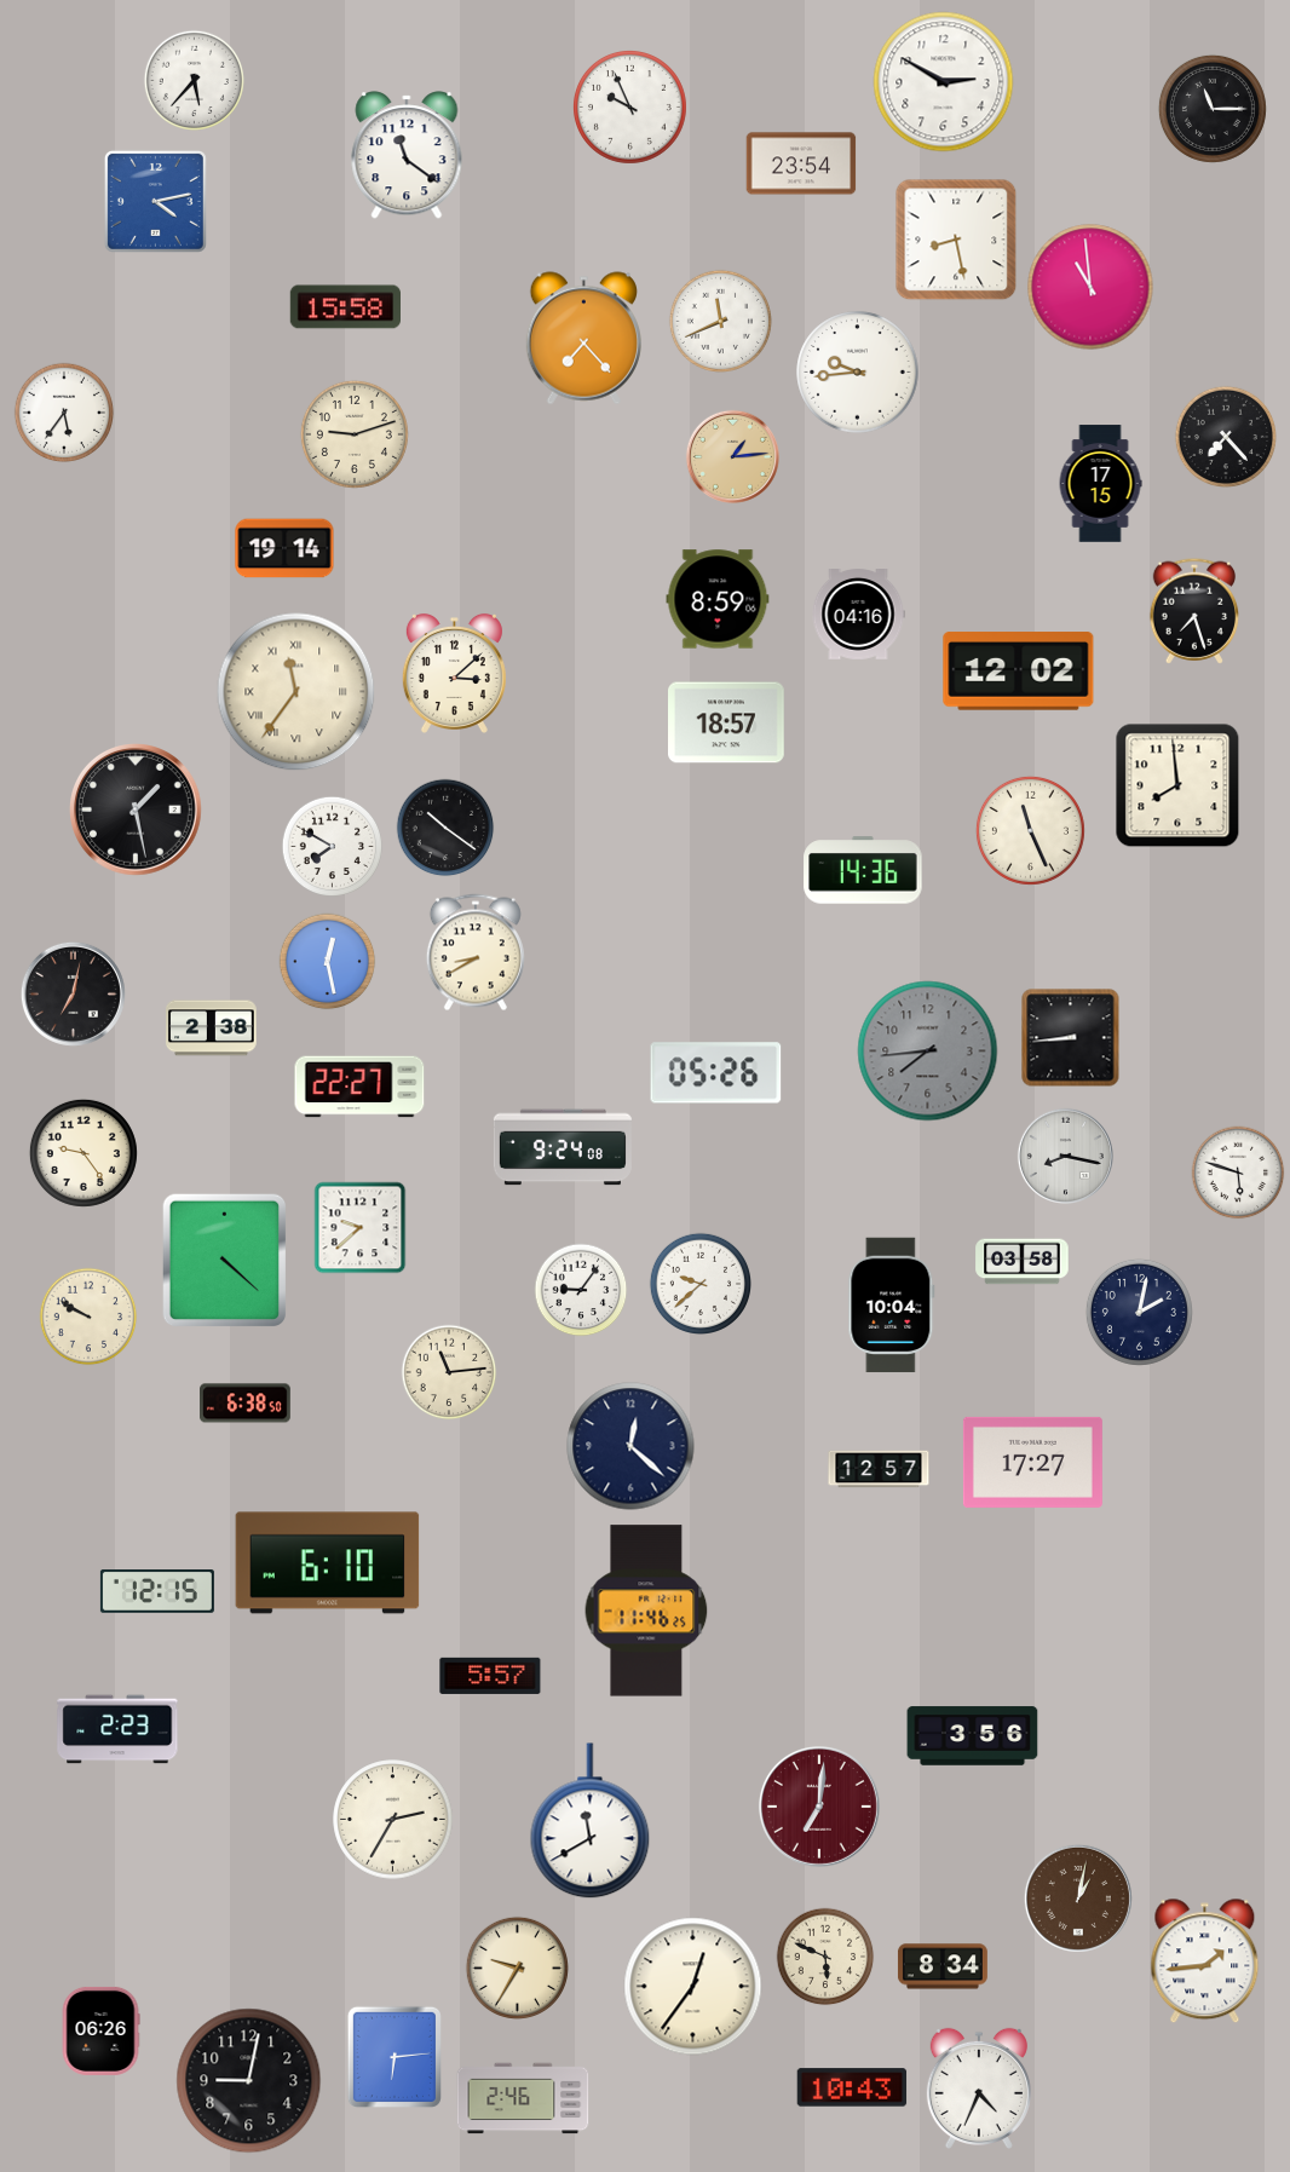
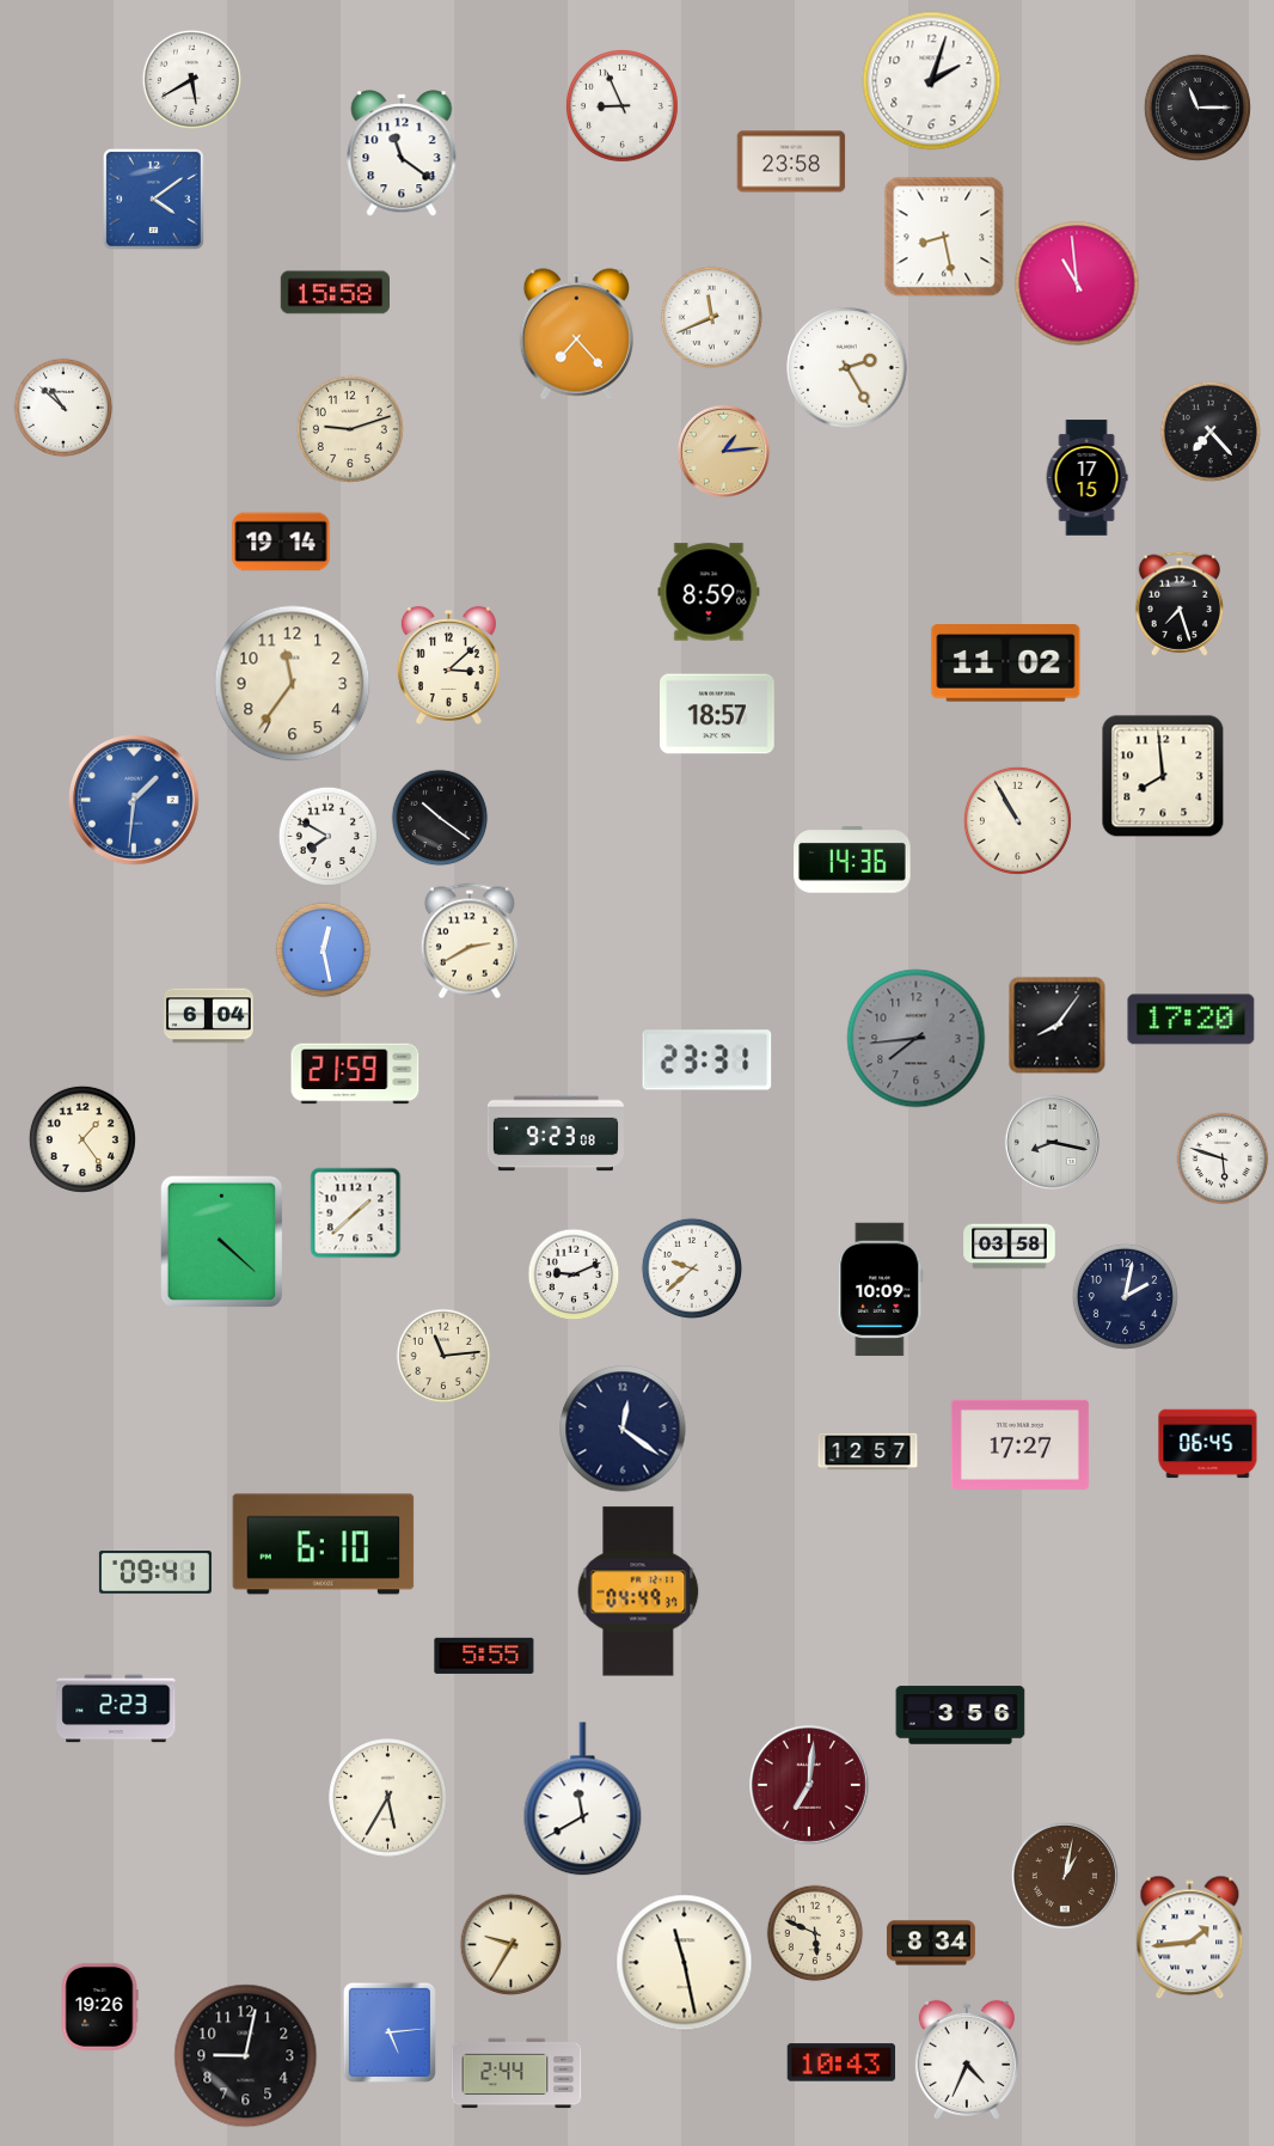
clock at (195, 81): 5:37 -> 5:40
clock at (944, 82): 2:50 -> 2:03
clock at (629, 106): 9:56 -> 8:56
clock at (801, 163): 23:54 -> 23:58
clock at (155, 201): 4:13 -> 4:09
clock at (345, 307) position: (345, 307) -> (335, 293)
clock at (858, 373): 9:44 -> 2:25
clock at (64, 413): 5:36 -> 10:52
clock at (858, 615): 04:16 -> none
clock at (1019, 672): 12:02 -> 11:02
clock at (296, 692) numerals: Roman -> Arabic
clock at (137, 811): 1:28 -> 1:31
clock at (137, 811) dial: black -> blue
clock at (1030, 830): 11:26 -> 10:55
clock at (476, 952): 8:40 -> 2:40
clock at (73, 993): 7:02 -> none
clock at (212, 1029): 2:38 -> 6:04
clock at (1192, 1020): none -> 17:20
clock at (1071, 1038): 8:44 -> 8:06
clock at (716, 1073): 05:26 -> 23:31
clock at (359, 1087): 22:27 -> 21:59
clock at (563, 1147): 9:24 -> 9:23
clock at (83, 1153): 9:24 -> 1:24
clock at (361, 1228): 9:38 -> 1:38
clock at (224, 1261) position: (224, 1261) -> (221, 1242)
clock at (581, 1290): 9:06 -> 9:11
clock at (892, 1306): 10:04 -> 10:09
clock at (88, 1317): 9:50 -> none
clock at (246, 1404): 6:38 -> none
clock at (630, 1446): 12:22 -> 12:21
clock at (1208, 1444): none -> 06:45
clock at (157, 1591): 12:15 -> 09:41
clock at (646, 1611): 11:46 -> 04:49
clock at (490, 1676): 5:57 -> 5:55
clock at (393, 1820): 2:35 -> 5:35
clock at (693, 1987): 12:36 -> 11:28
clock at (100, 2030): 06:26 -> 19:26
clock at (395, 2057): 6:14 -> 5:14
clock at (979, 2089) position: (979, 2089) -> (967, 2060)
clock at (523, 2098): 2:46 -> 2:44
